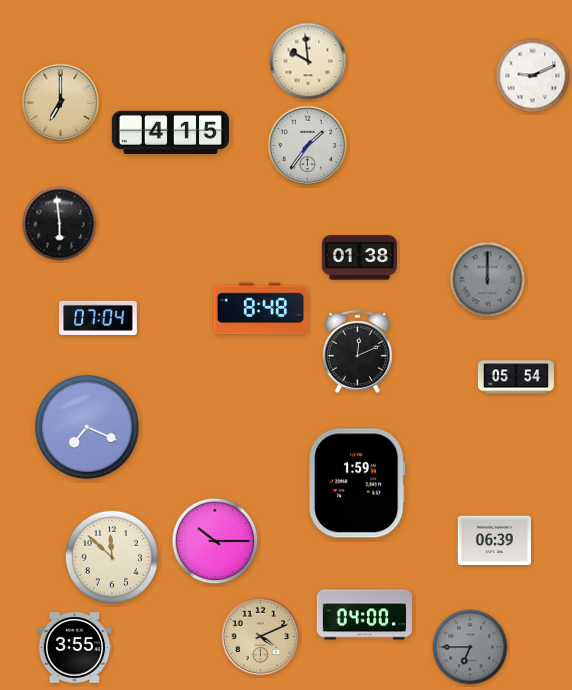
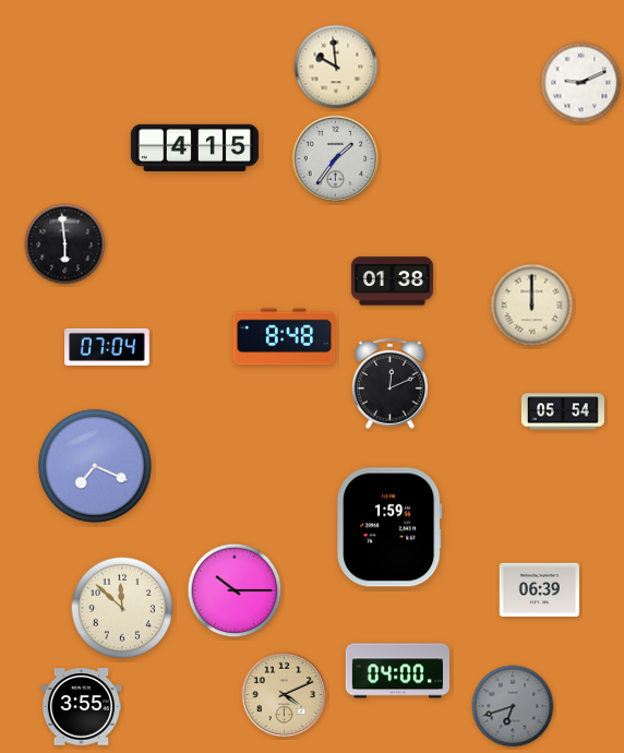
clock at (61, 103): 7:00 -> none
clock at (170, 132) position: (170, 132) -> (194, 147)
clock at (488, 280) dial: grey -> cream
clock at (470, 647): 6:45 -> 6:42
